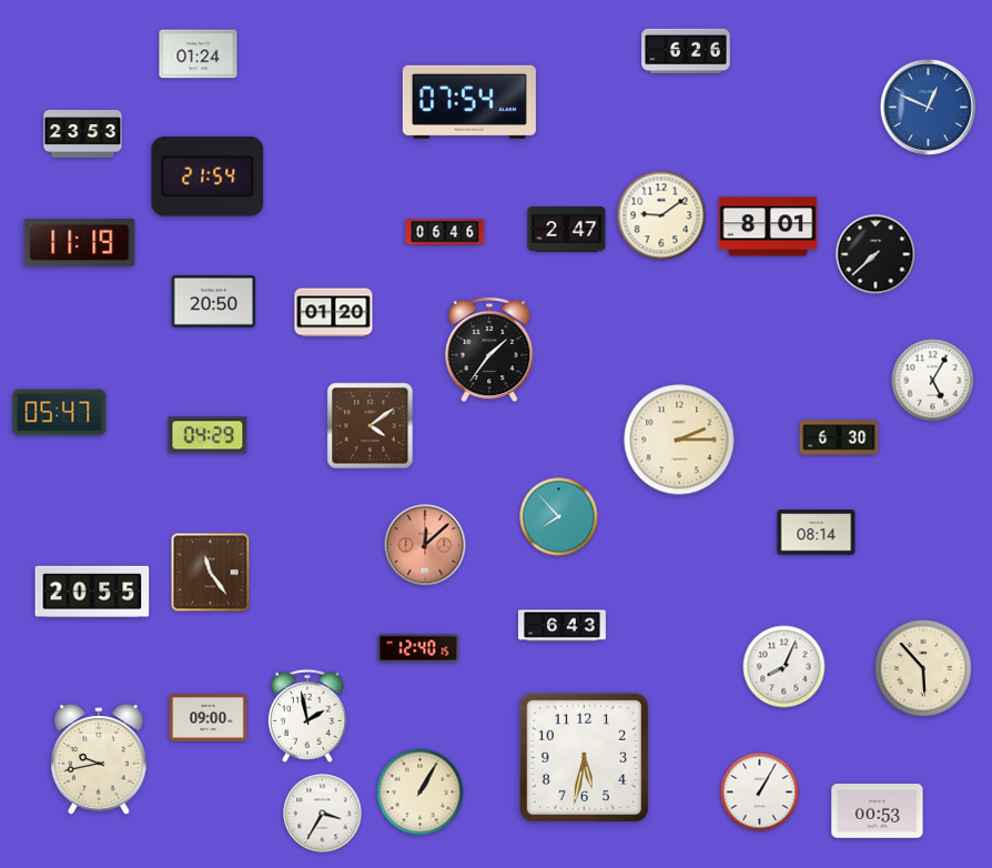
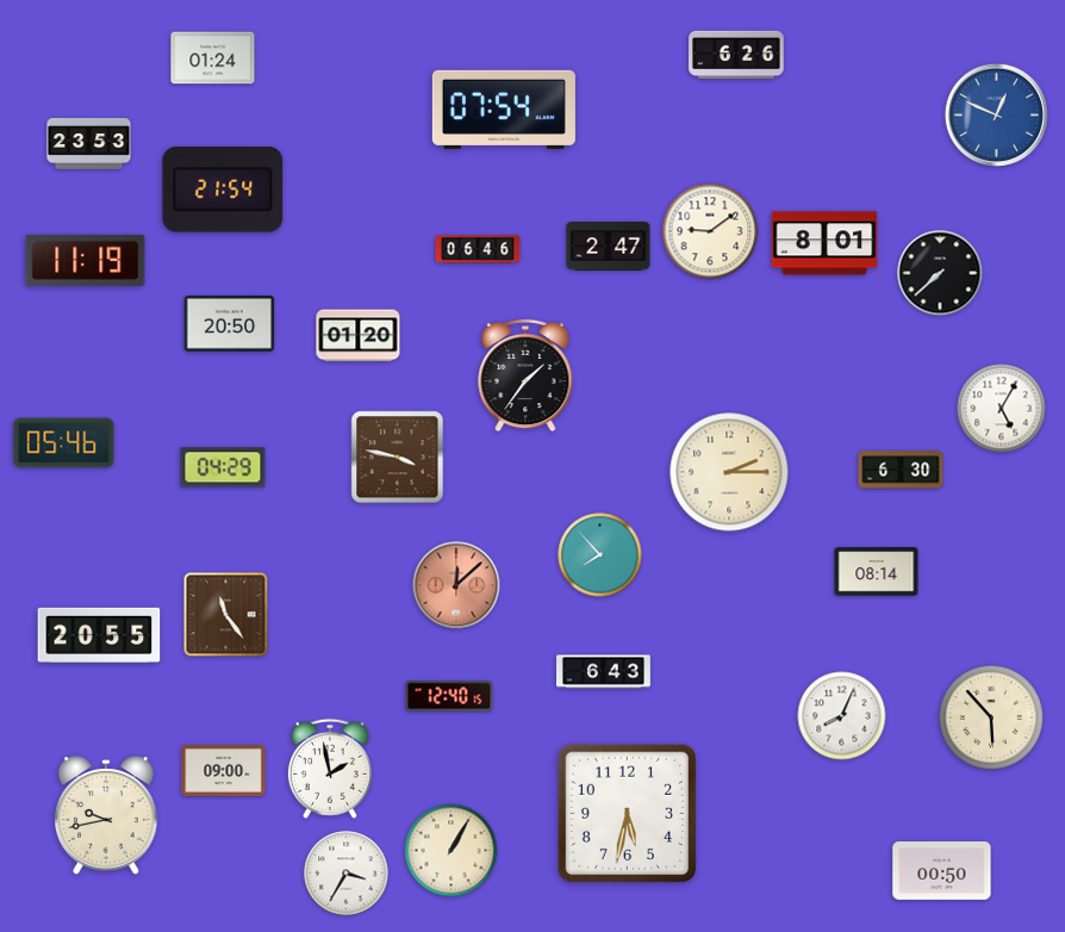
clock at (60, 413): 05:47 -> 05:46
clock at (371, 426): 4:09 -> 3:47
clock at (760, 793): 1:05 -> none
clock at (878, 811): 00:53 -> 00:50
